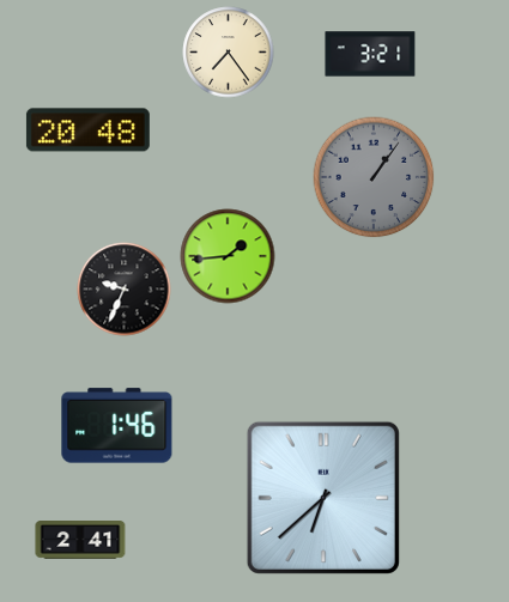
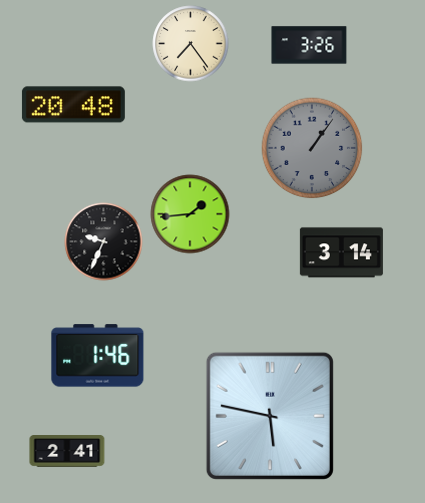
clock at (370, 54): 3:21 -> 3:26
clock at (87, 130) position: (87, 130) -> (73, 105)
clock at (341, 253): none -> 3:14
clock at (323, 498): 6:38 -> 5:47
